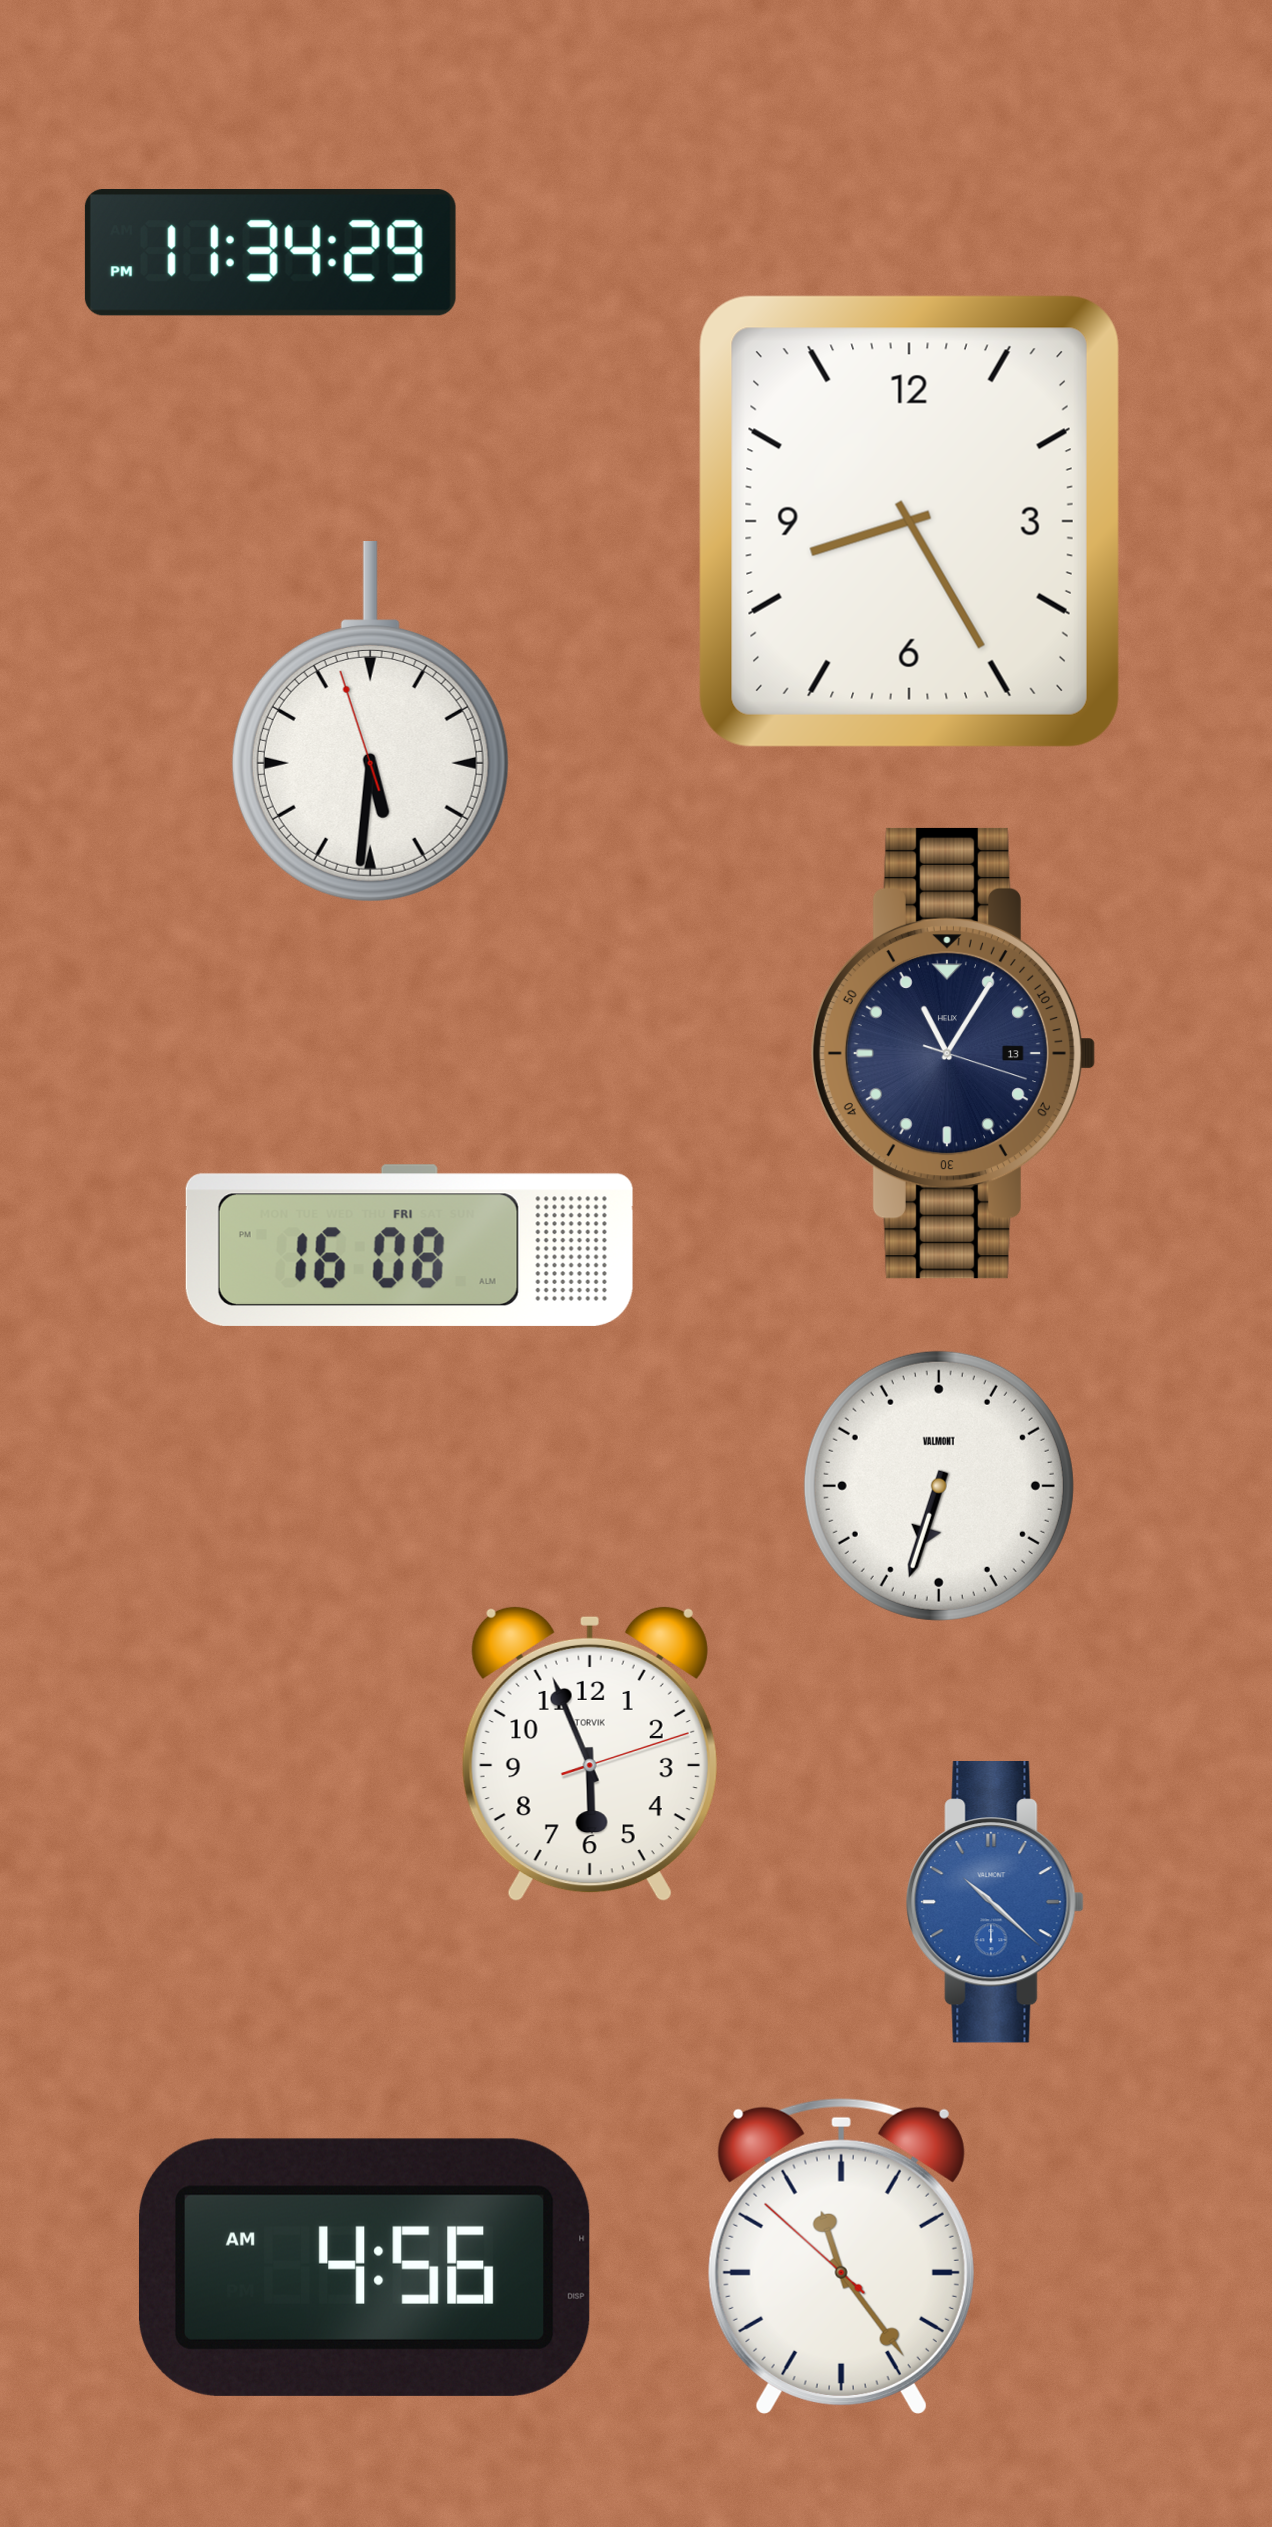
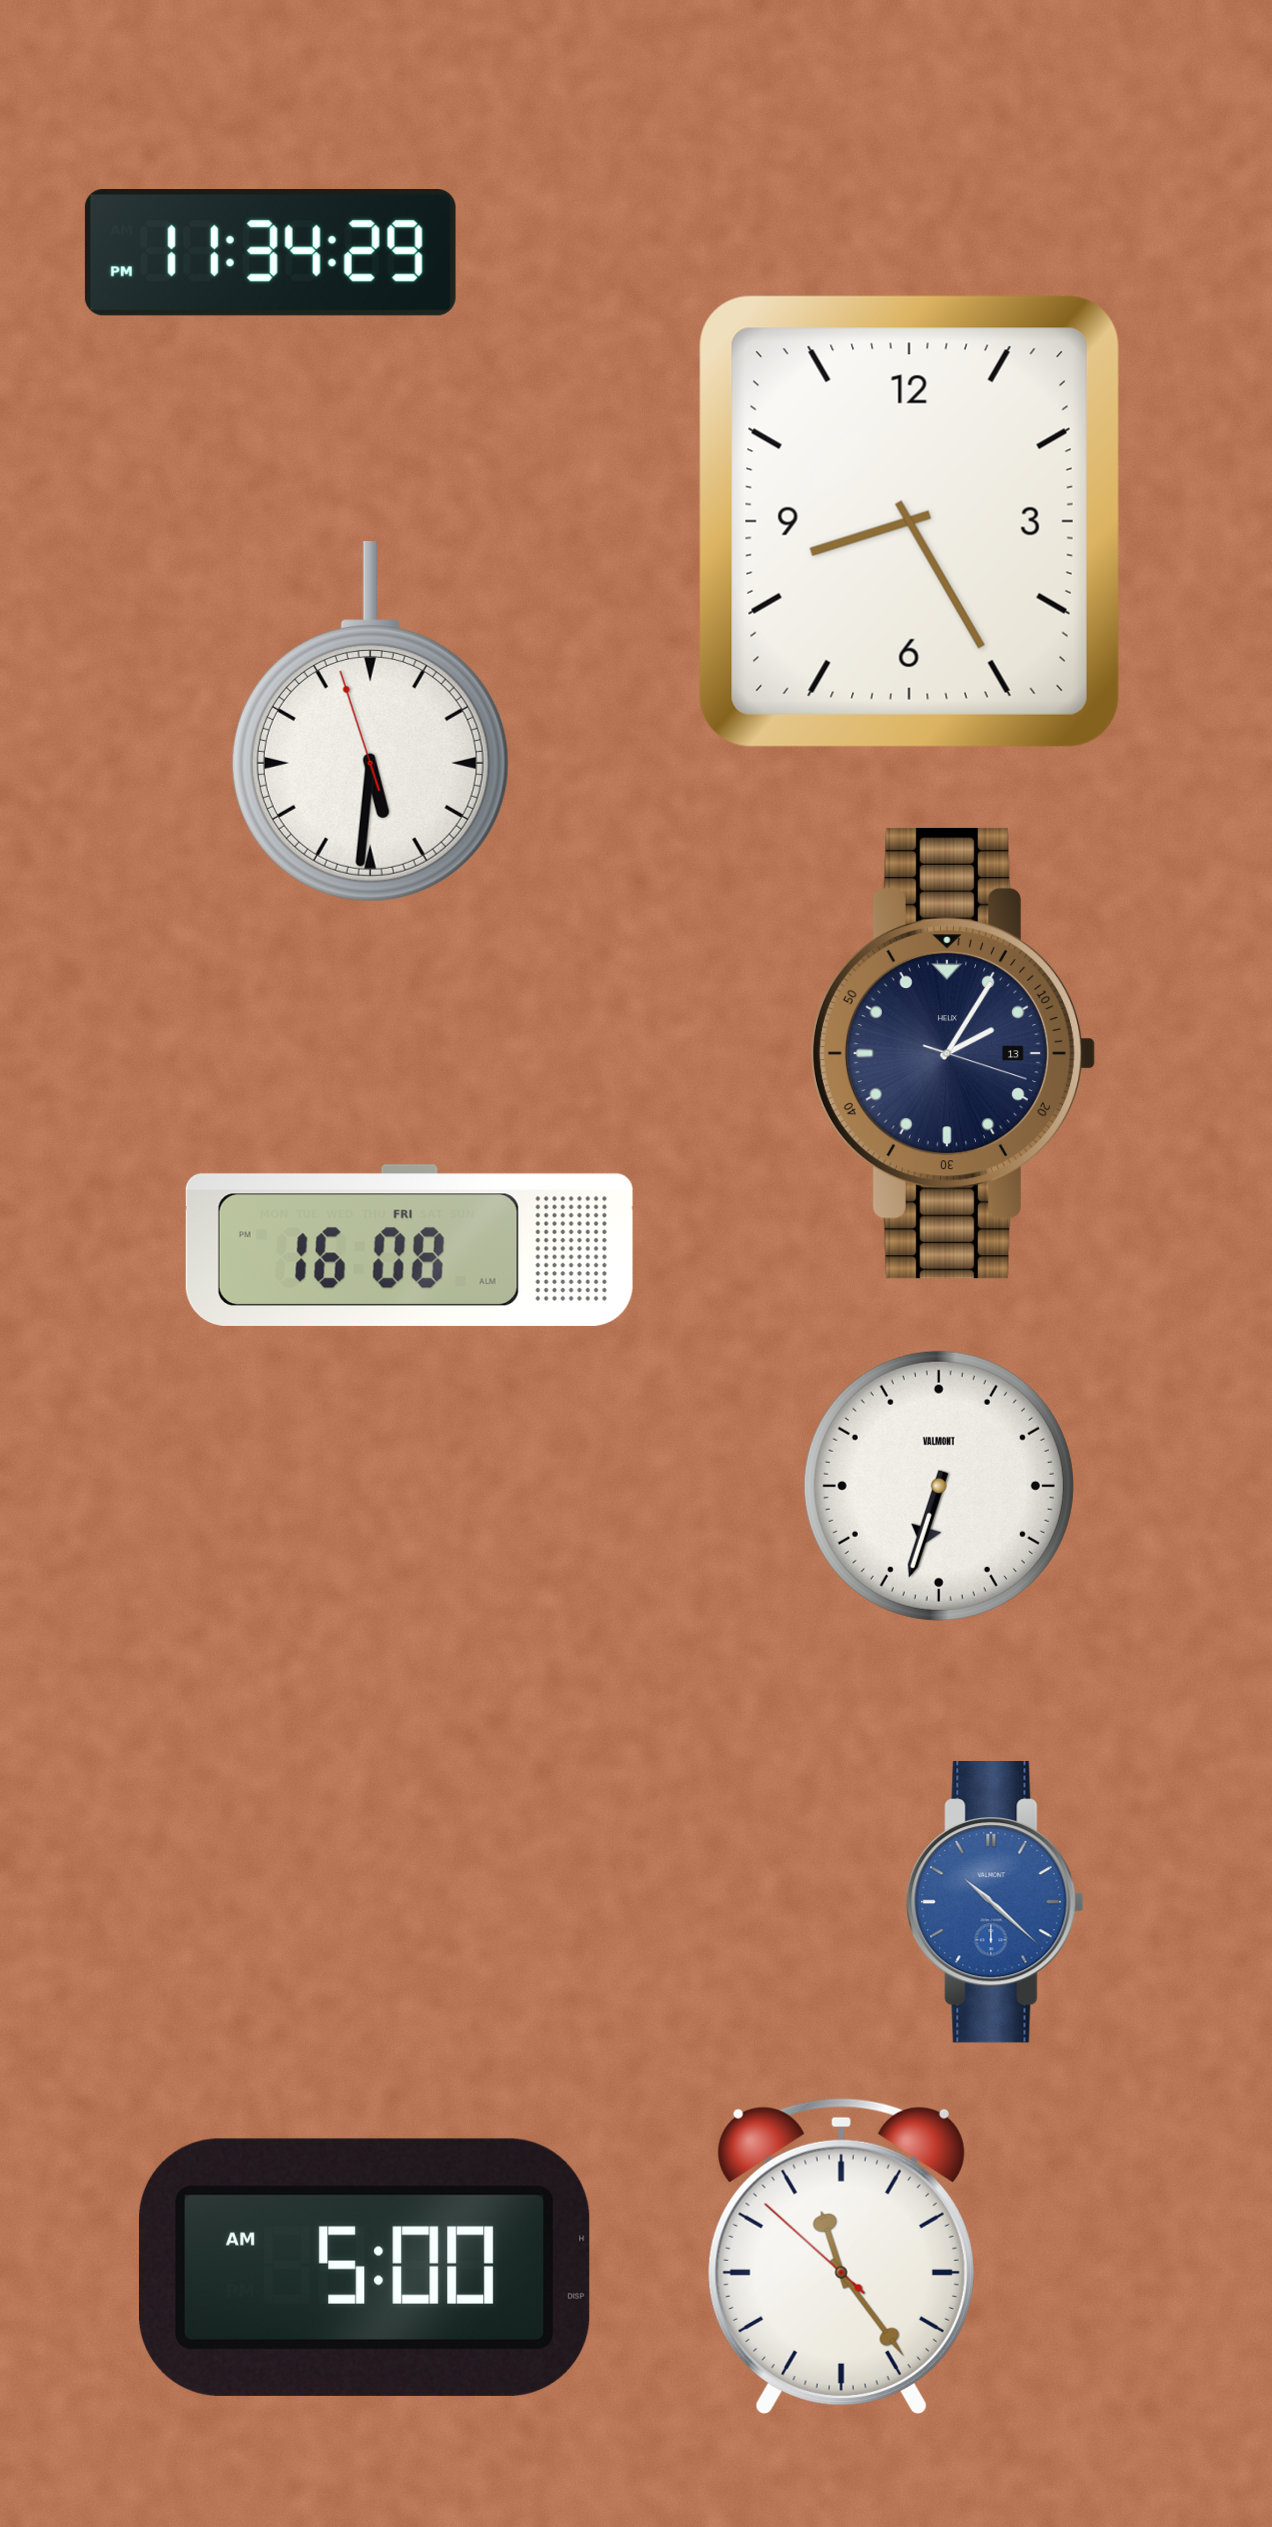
clock at (952, 1053): 11:05 -> 2:05
clock at (590, 1754): 5:56 -> none
clock at (364, 2267): 4:56 -> 5:00
